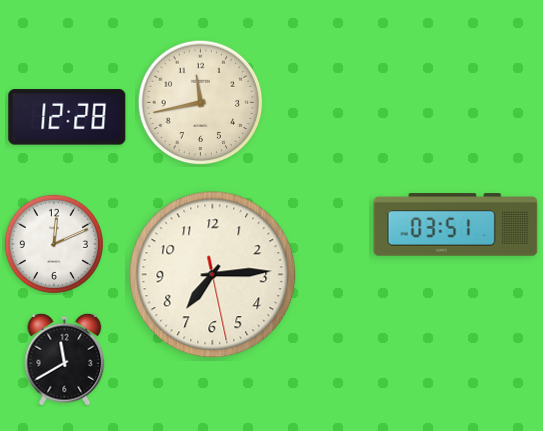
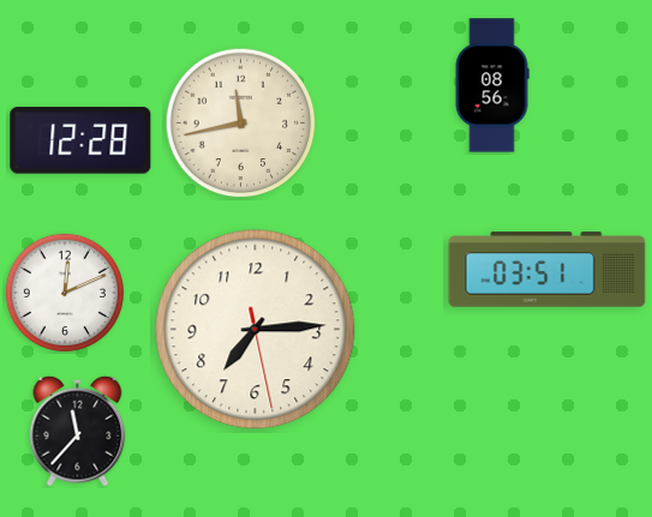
clock at (492, 85): none -> 08:56
clock at (65, 359): 11:40 -> 11:37
